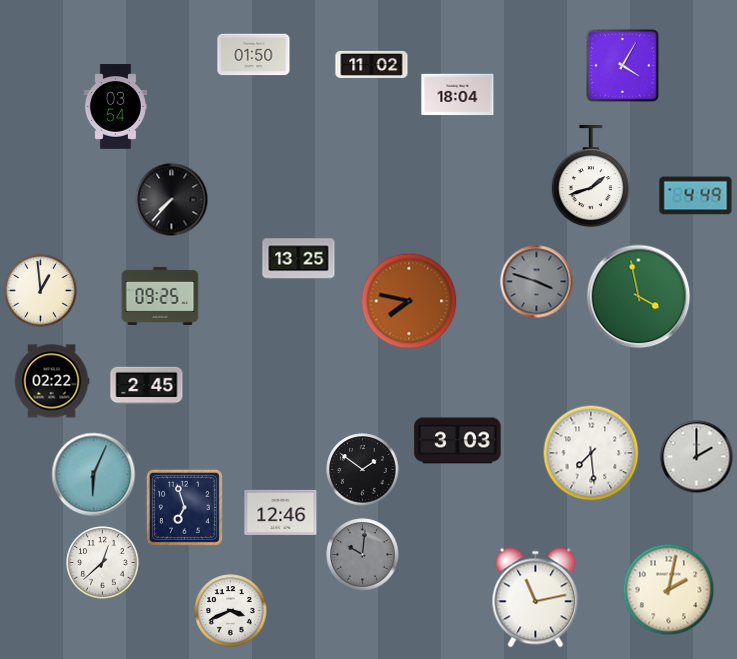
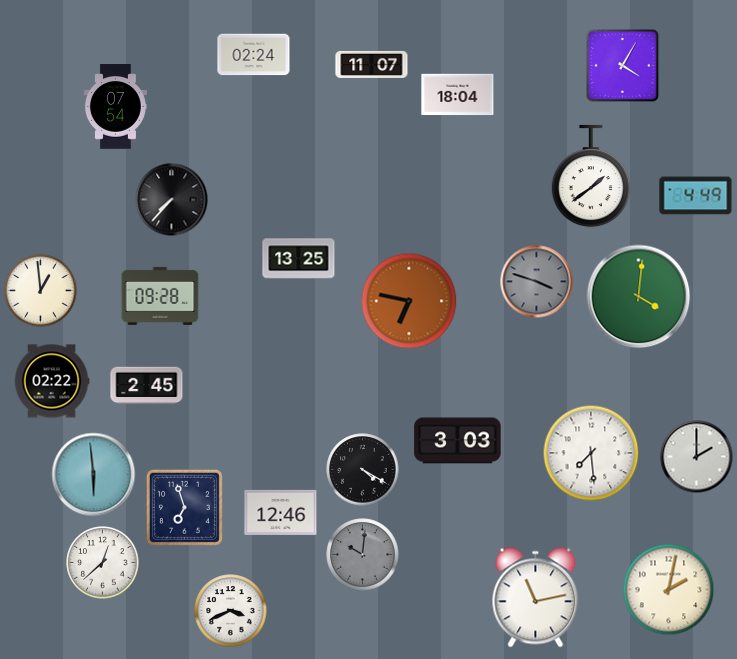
clock at (254, 55): 01:50 -> 02:24
clock at (372, 64): 11:02 -> 11:07
clock at (115, 107): 03:54 -> 07:54
clock at (591, 176): 1:42 -> 1:39
clock at (160, 296): 09:25 -> 09:28
clock at (639, 297): 3:58 -> 4:01
clock at (409, 301): 7:47 -> 6:47
clock at (363, 470): 1:51 -> 4:20
clock at (94, 475): 6:04 -> 5:59
